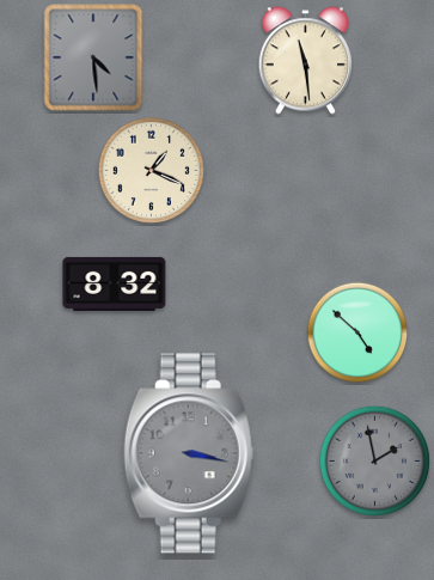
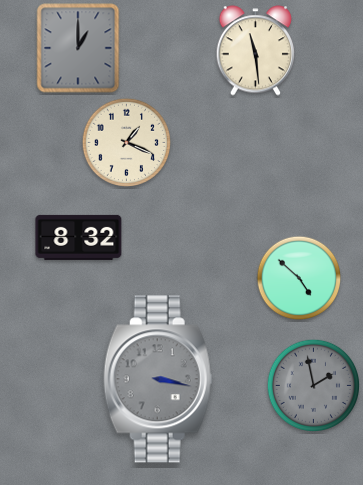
clock at (93, 57): 4:29 -> 1:00
clock at (115, 283) position: (115, 283) -> (79, 237)
